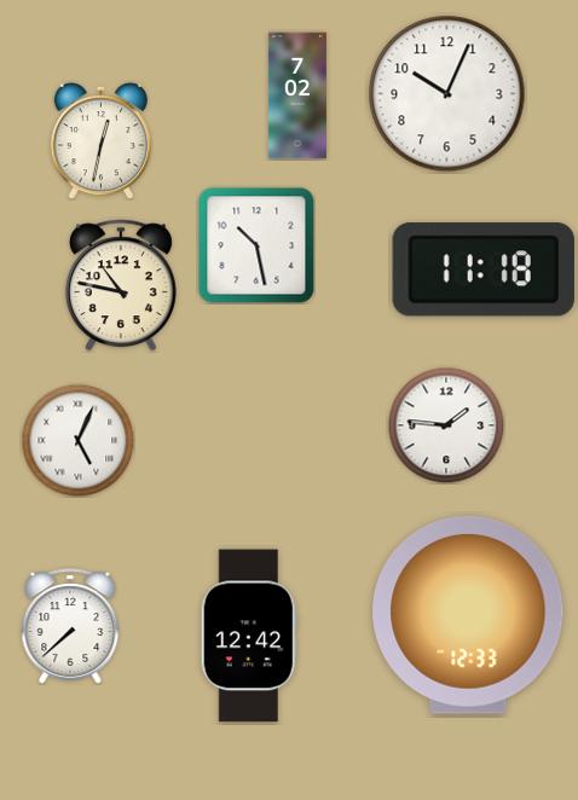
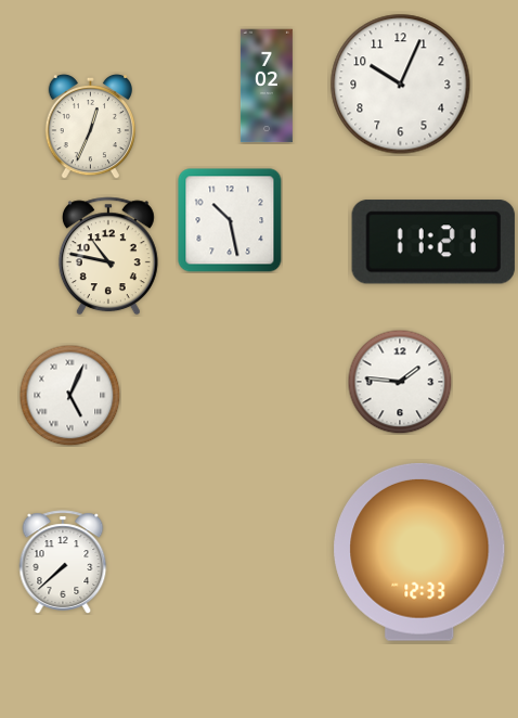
clock at (100, 140): 12:32 -> 12:34
clock at (484, 269): 11:18 -> 11:21
clock at (249, 636): 12:42 -> none
